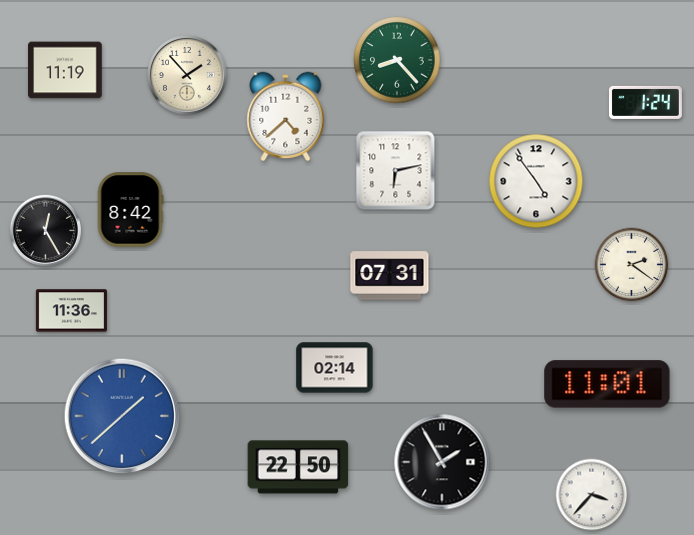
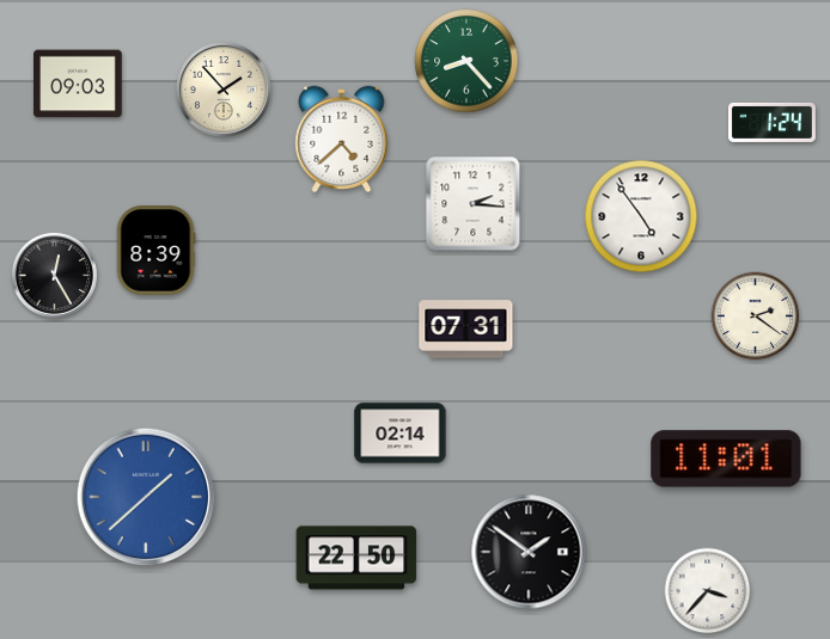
clock at (397, 60) position: (397, 60) -> (466, 61)
clock at (65, 70): 11:19 -> 09:03
clock at (396, 171): 6:13 -> 2:16
clock at (130, 210): 8:42 -> 8:39
clock at (71, 311): 11:36 -> none
clock at (335, 368) position: (335, 368) -> (401, 434)
clock at (442, 462): 1:55 -> 1:51
